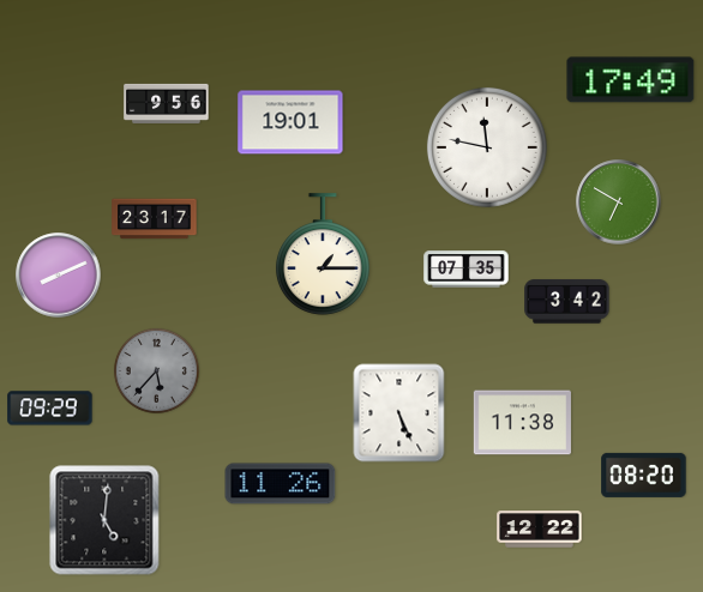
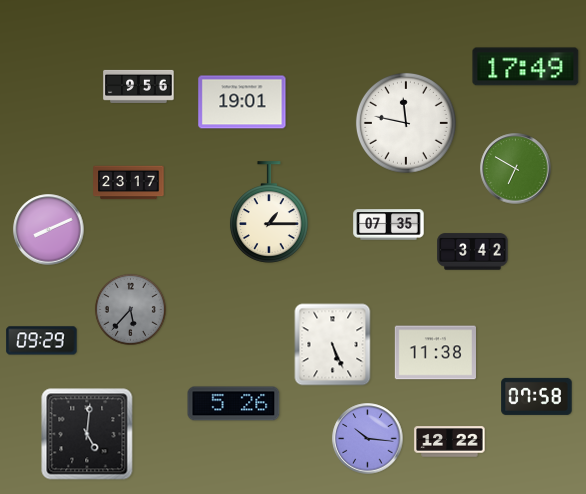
clock at (644, 475): 08:20 -> 07:58
clock at (281, 484): 11:26 -> 5:26
clock at (368, 439): none -> 10:16
